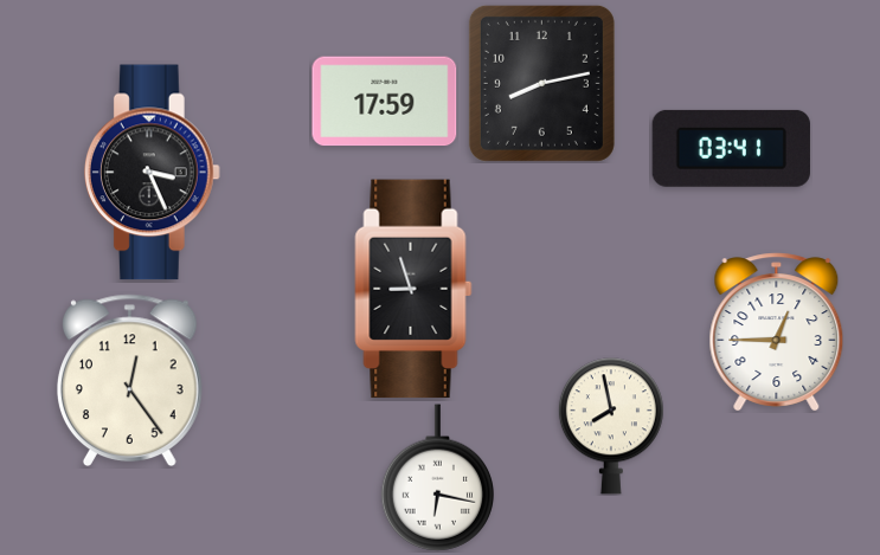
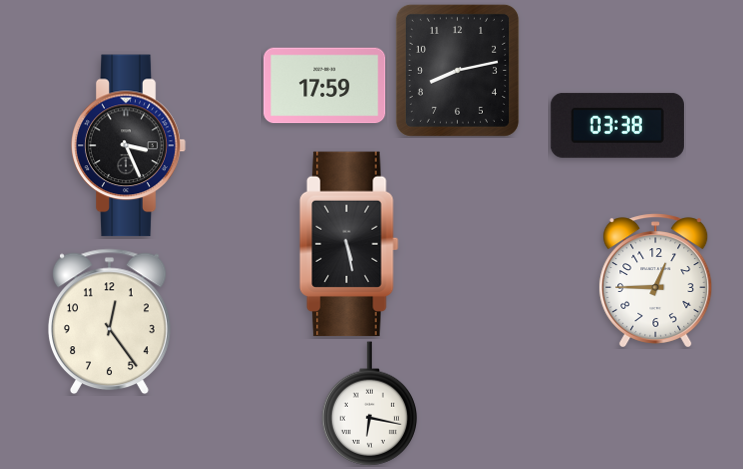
clock at (731, 148): 03:41 -> 03:38
clock at (413, 289): 8:57 -> 5:28
clock at (611, 426): 7:58 -> none
